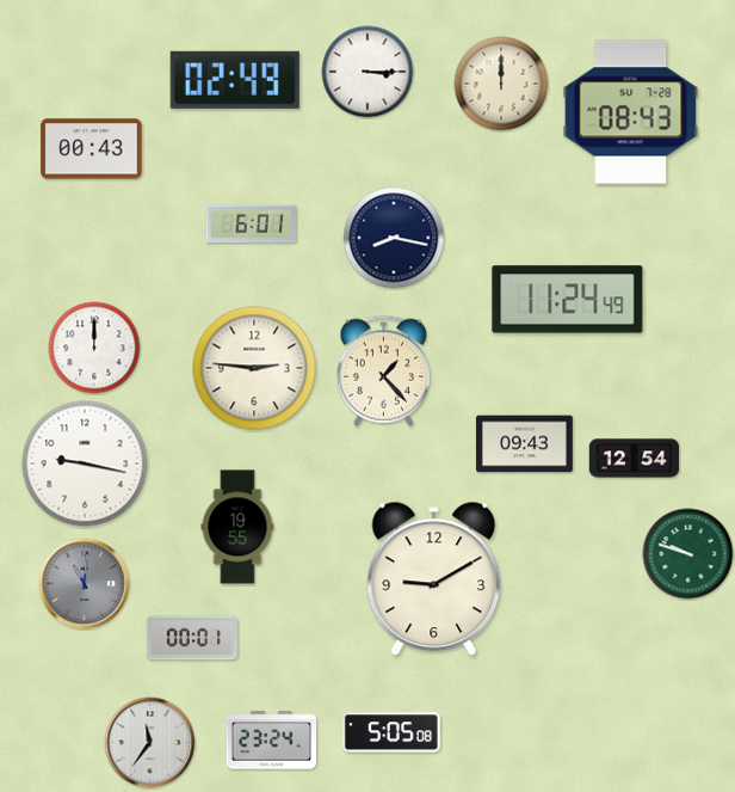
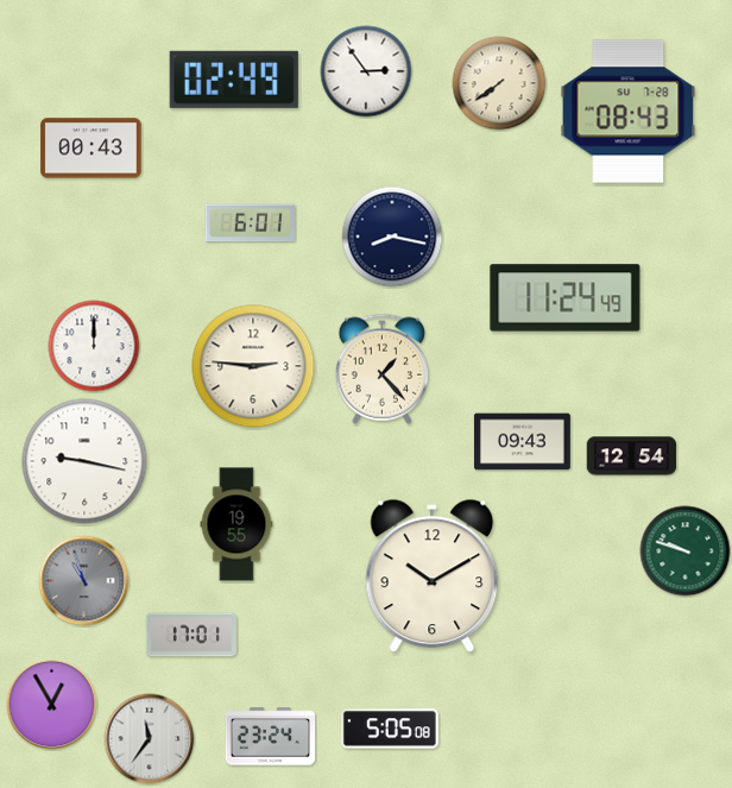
clock at (367, 72): 3:15 -> 2:54
clock at (501, 84): 12:00 -> 7:39
clock at (434, 579): 9:10 -> 10:10
clock at (85, 584): 11:01 -> 10:57
clock at (192, 638): 00:01 -> 17:01
clock at (52, 705): none -> 12:55
